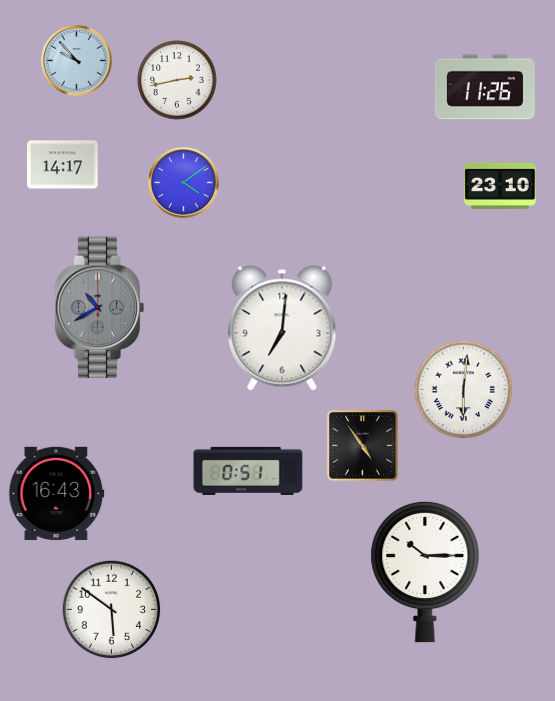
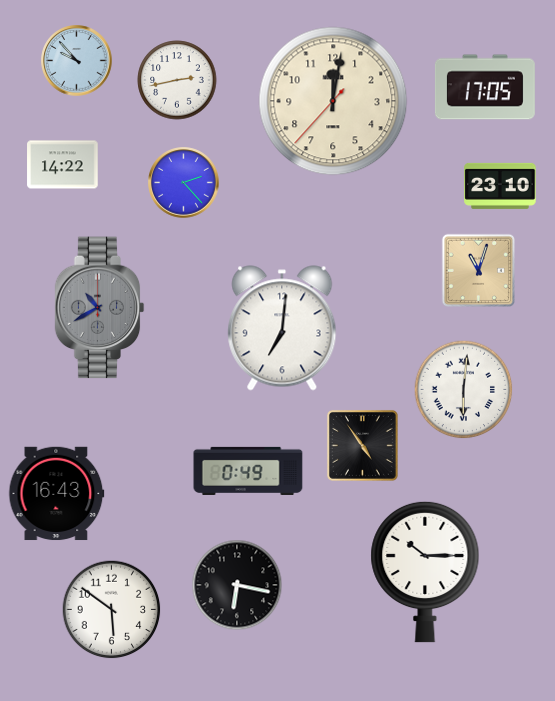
clock at (485, 87): 11:26 -> 17:05
clock at (333, 101): none -> 12:01
clock at (63, 165): 14:17 -> 14:22
clock at (184, 183): 4:09 -> 2:23
clock at (478, 270): none -> 11:03
clock at (248, 471): 0:51 -> 0:49
clock at (237, 585): none -> 6:17
